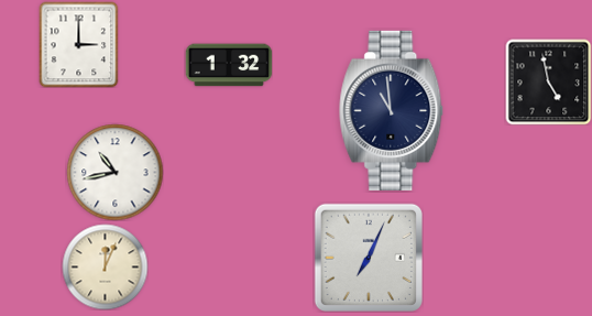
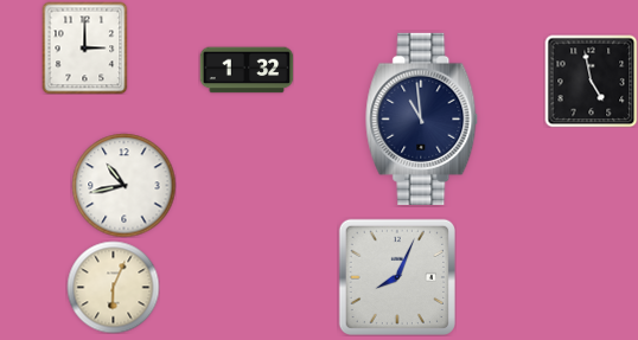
clock at (548, 81) position: (548, 81) -> (591, 81)
clock at (368, 257): 7:04 -> 8:04
clock at (105, 266): 12:04 -> 6:04
